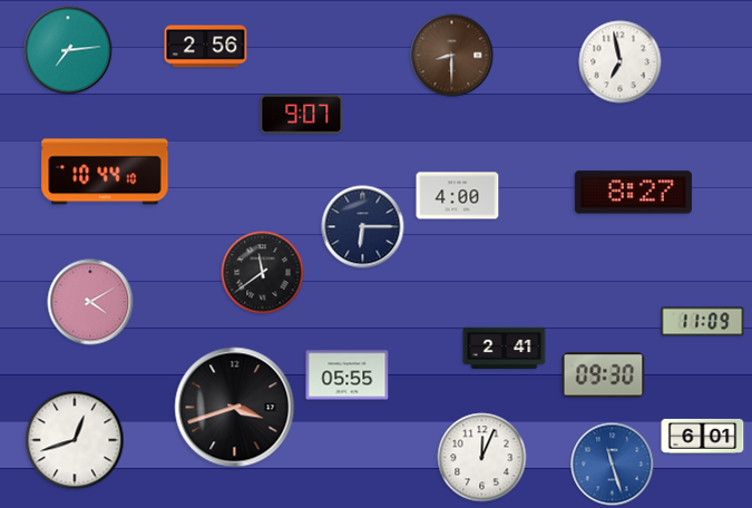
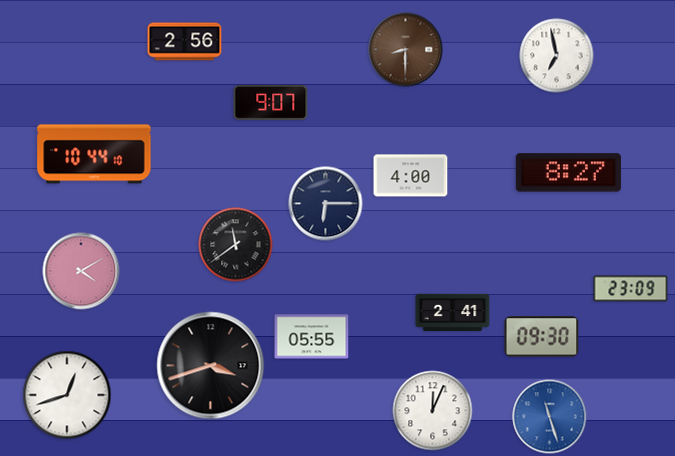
clock at (68, 50): 7:14 -> none
clock at (703, 322): 11:09 -> 23:09
clock at (703, 436): 6:01 -> none
